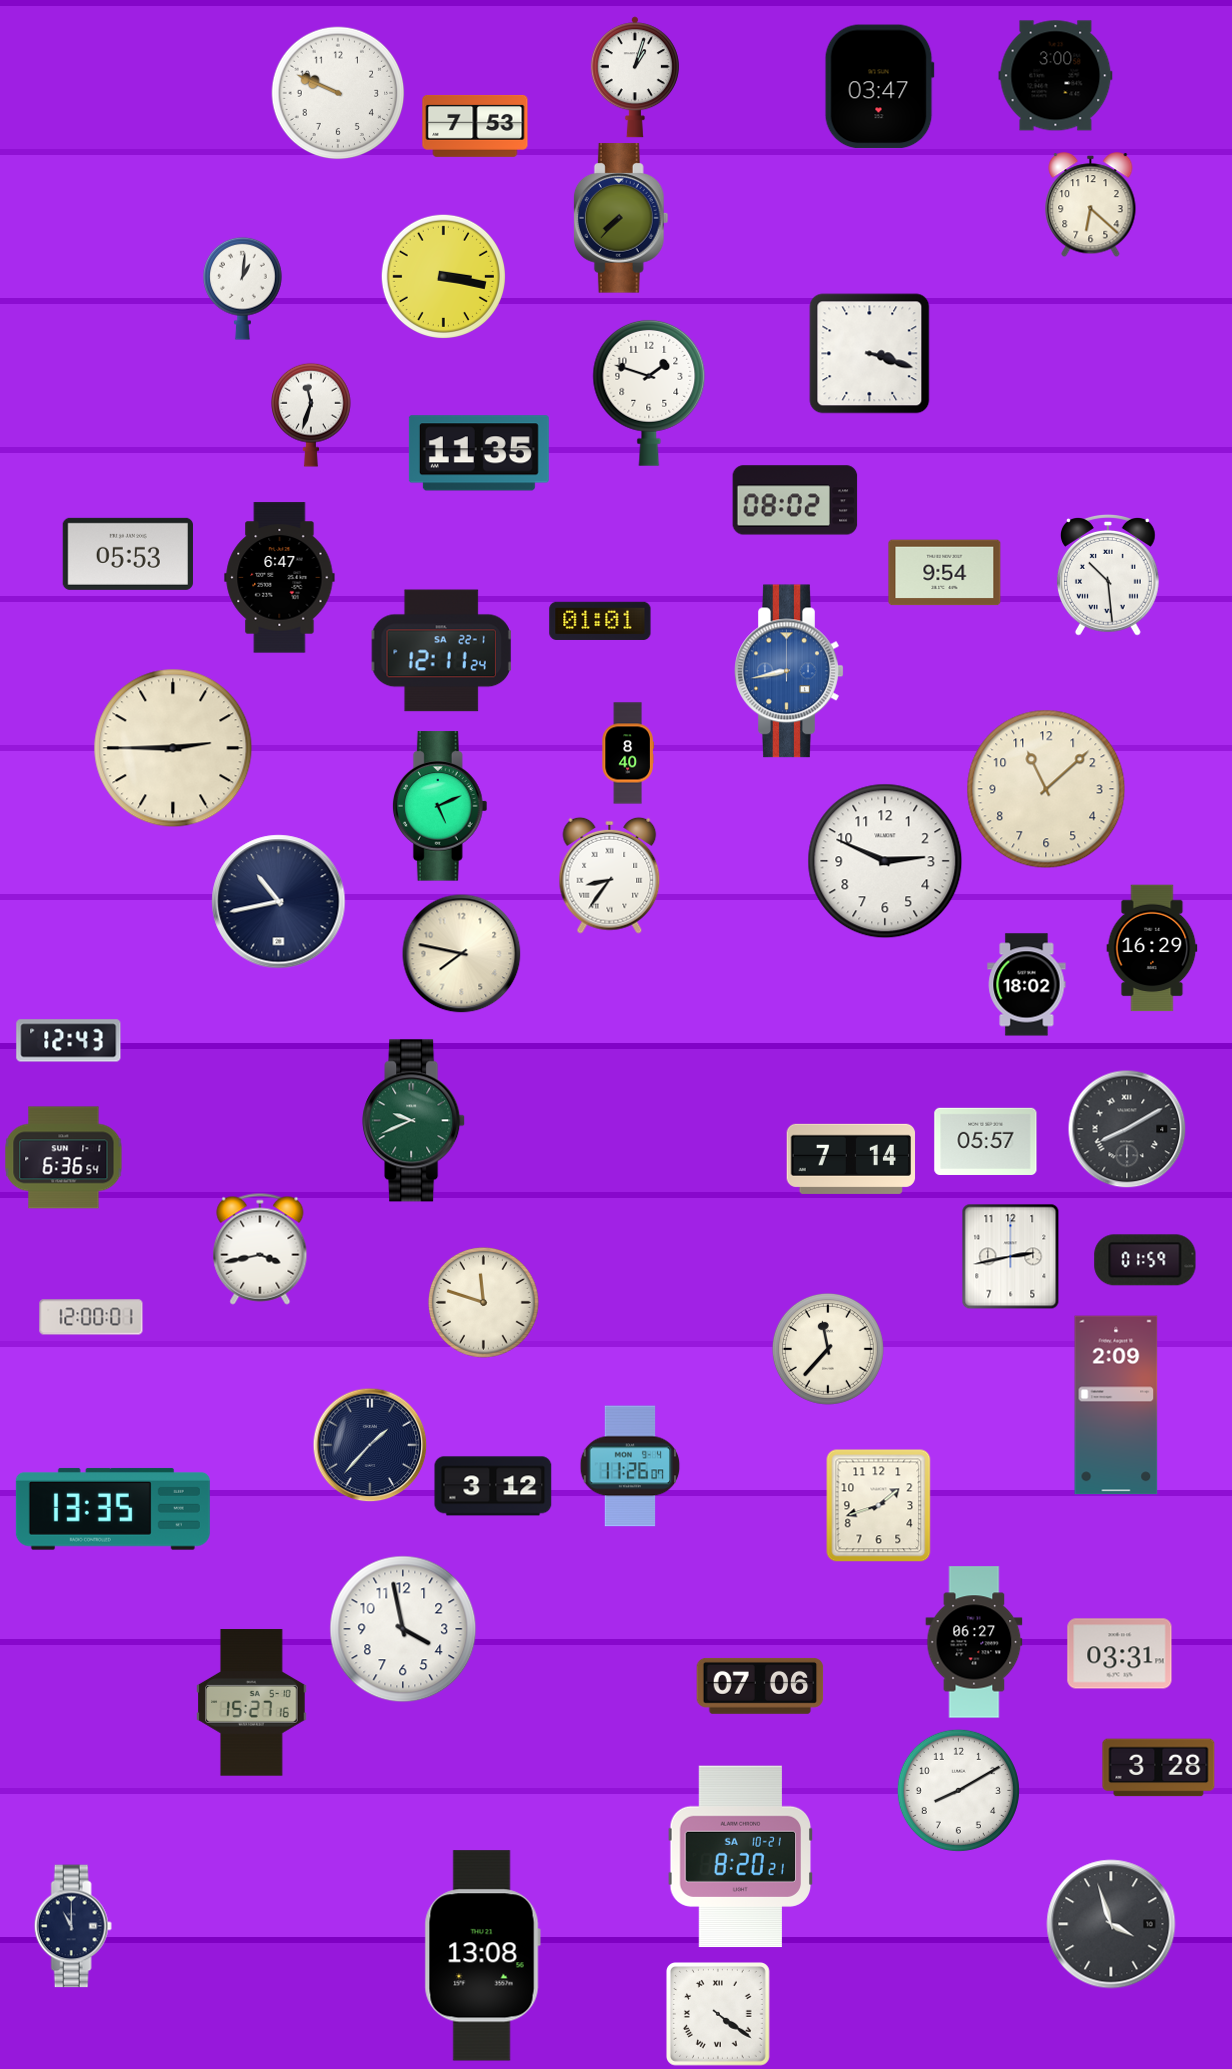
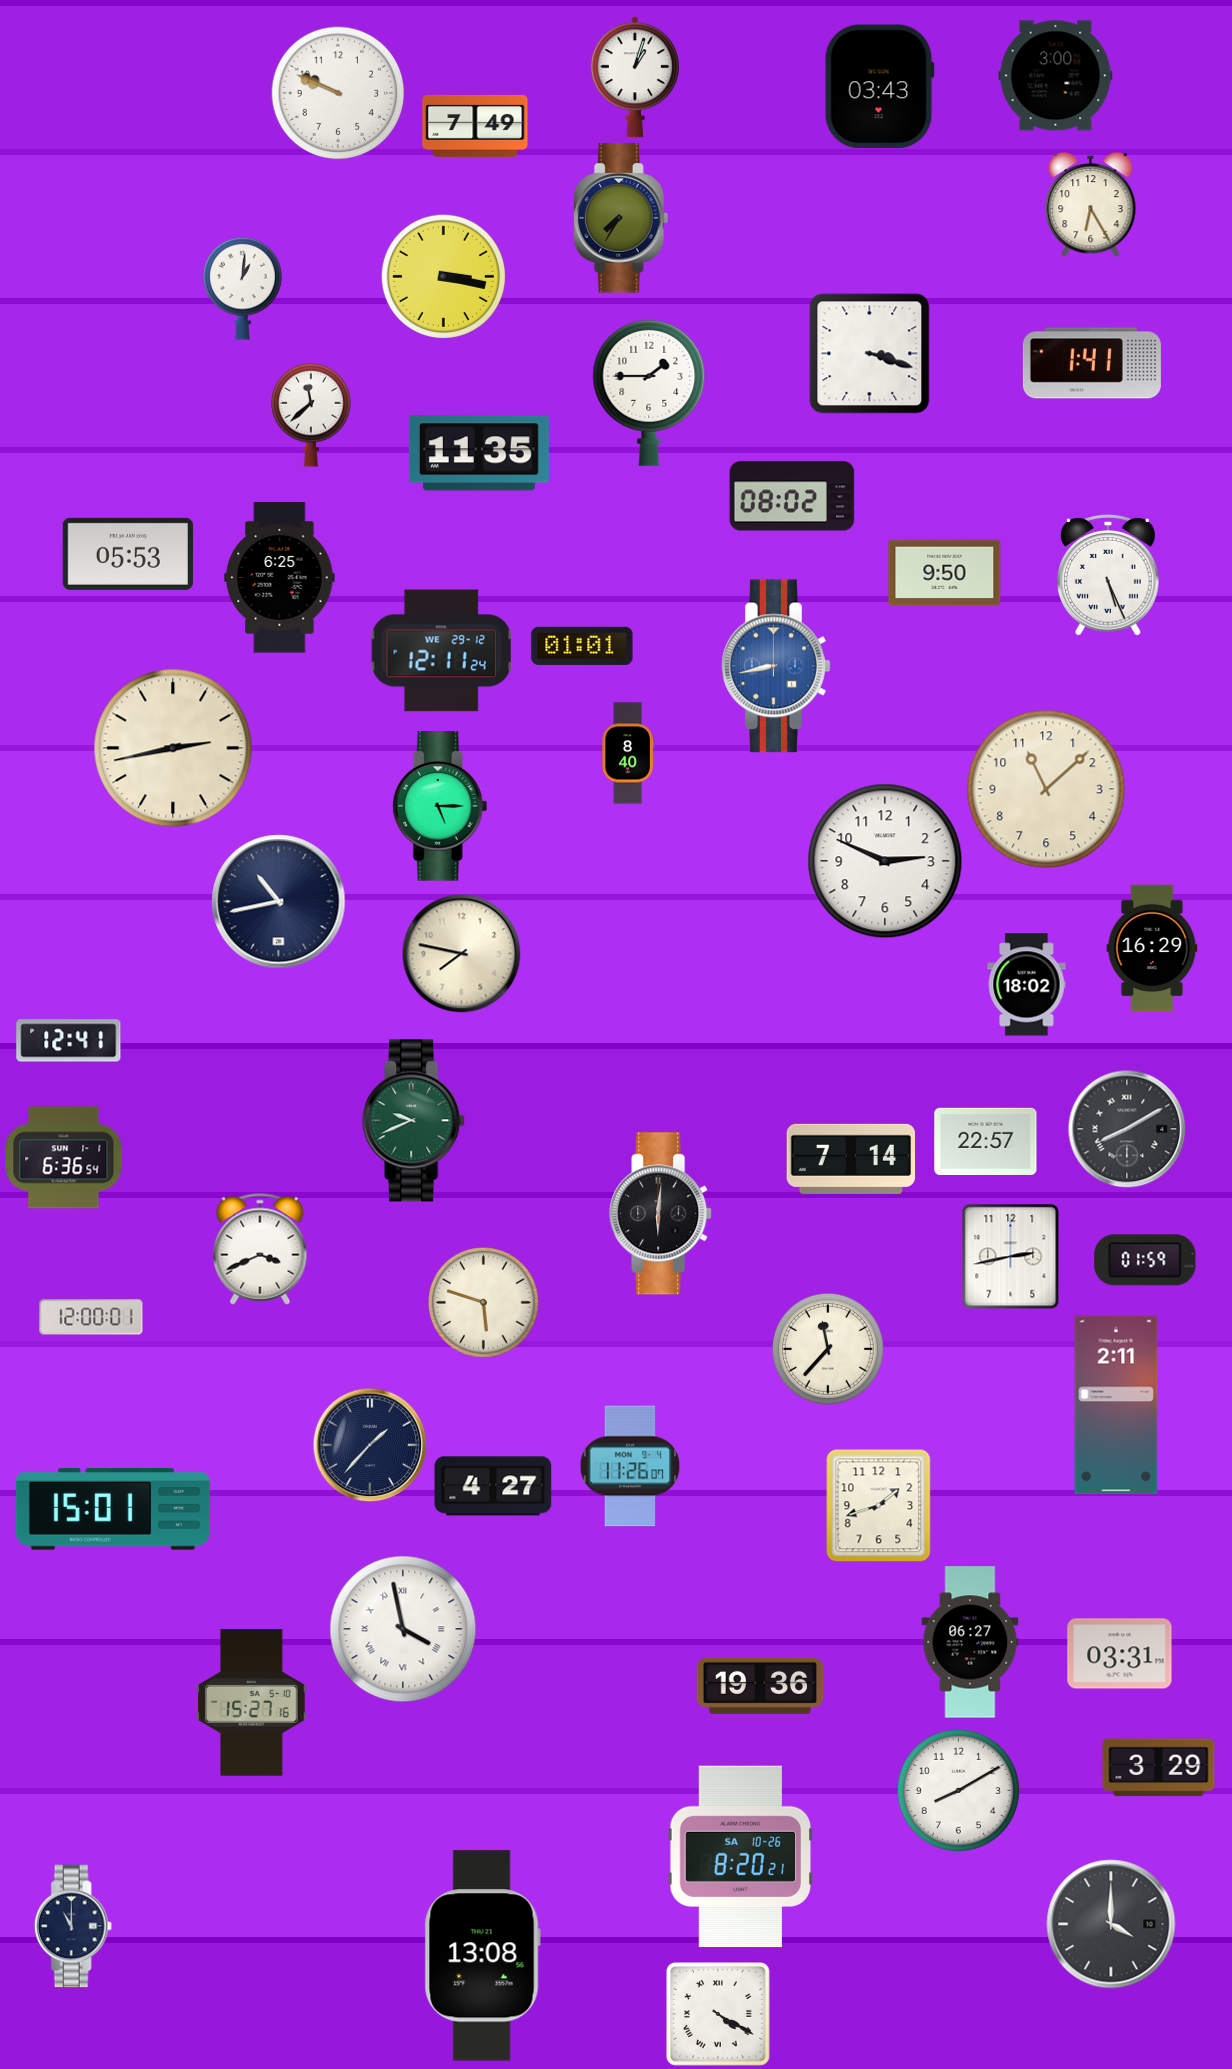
clock at (879, 87): 03:47 -> 03:43
clock at (475, 126): 7:53 -> 7:49
clock at (1091, 205): 6:22 -> 6:25
clock at (621, 218): 7:37 -> 7:35
clock at (1092, 363): none -> 1:41
clock at (649, 393): 1:48 -> 1:45
clock at (312, 415): 11:33 -> 11:38
clock at (795, 500) position: (795, 500) -> (792, 496)
clock at (945, 573): 9:54 -> 9:50
clock at (1108, 576): 10:29 -> 5:26
clock at (280, 578): 6:47 -> 6:25
clock at (600, 621) position: (600, 621) -> (582, 646)
clock at (441, 651) date: SA 22-1 -> WE 29-12
clock at (789, 671) position: (789, 671) -> (776, 666)
clock at (173, 748): 2:45 -> 2:43
clock at (440, 806): 5:11 -> 5:15
clock at (610, 875): 8:36 -> none
clock at (69, 1041): 12:43 -> 12:41
clock at (986, 1141): 05:57 -> 22:57
clock at (661, 1214): none -> 6:01
clock at (260, 1249): 3:43 -> 3:41
clock at (483, 1302): 11:48 -> 5:48
clock at (1116, 1405): 2:09 -> 2:11
clock at (493, 1486): 3:12 -> 4:27
clock at (113, 1509): 13:35 -> 15:01
clock at (403, 1629) numerals: Arabic -> Roman
clock at (974, 1642) position: (974, 1642) -> (970, 1642)
clock at (760, 1686): 07:06 -> 19:36
clock at (1159, 1768): 3:28 -> 3:29
clock at (741, 1857) date: SA 10-21 -> SA 10-26
clock at (1111, 1924): 3:57 -> 4:00
clock at (719, 2015): 4:21 -> 4:20
